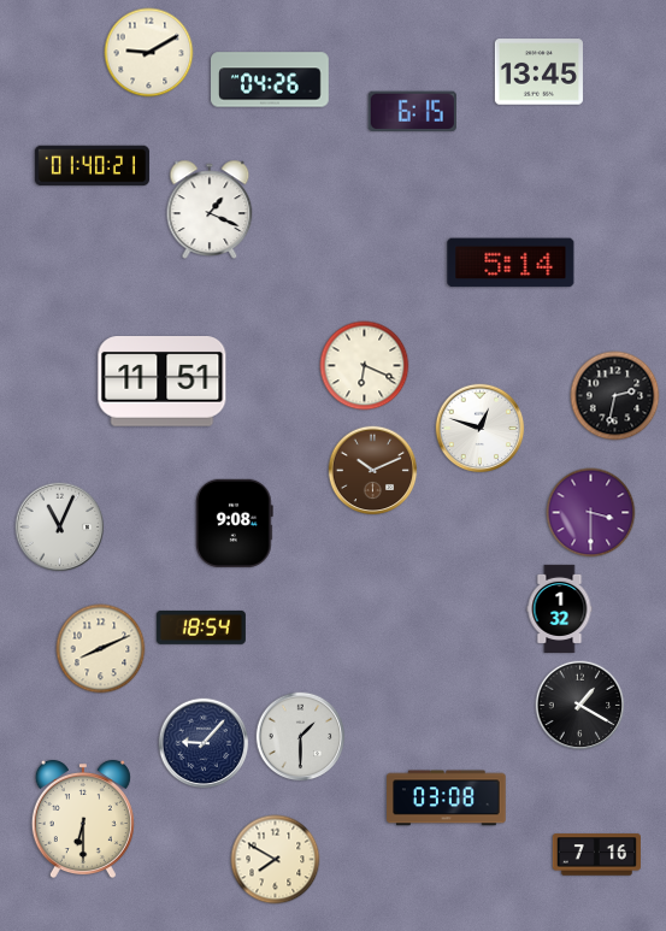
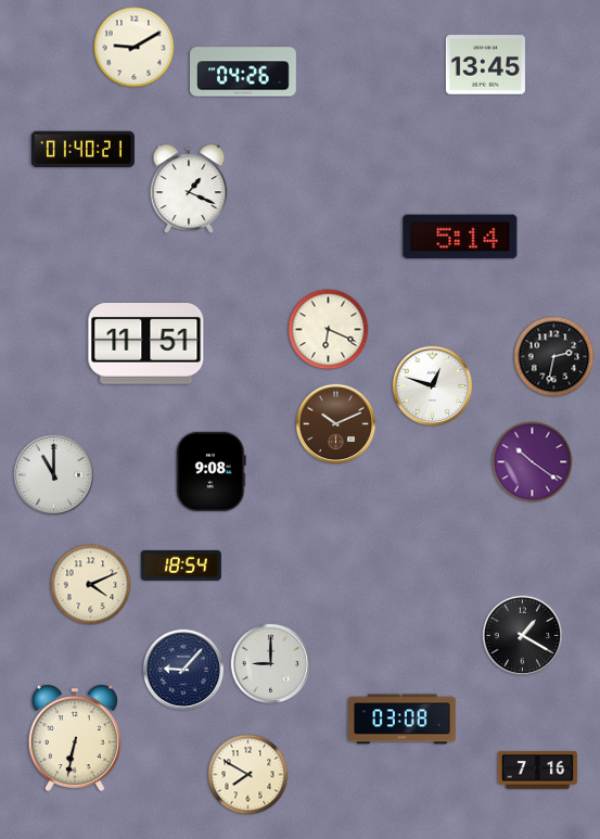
clock at (412, 111): 6:15 -> none
clock at (591, 513): 3:30 -> 10:21
clock at (60, 528): 11:04 -> 11:00
clock at (560, 608): 1:32 -> none
clock at (101, 649): 8:11 -> 4:11
clock at (301, 737): 1:30 -> 9:00
clock at (83, 819): 6:30 -> 6:32
